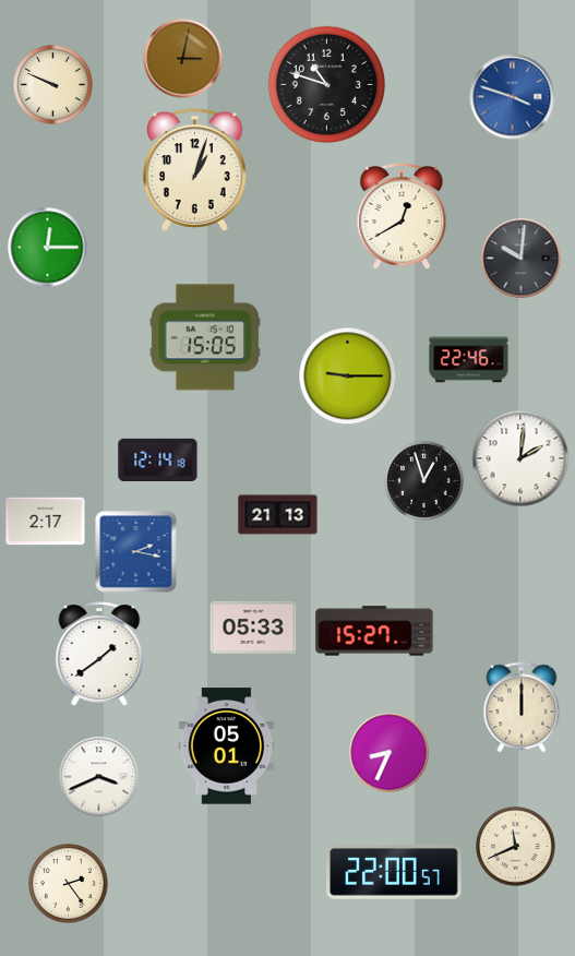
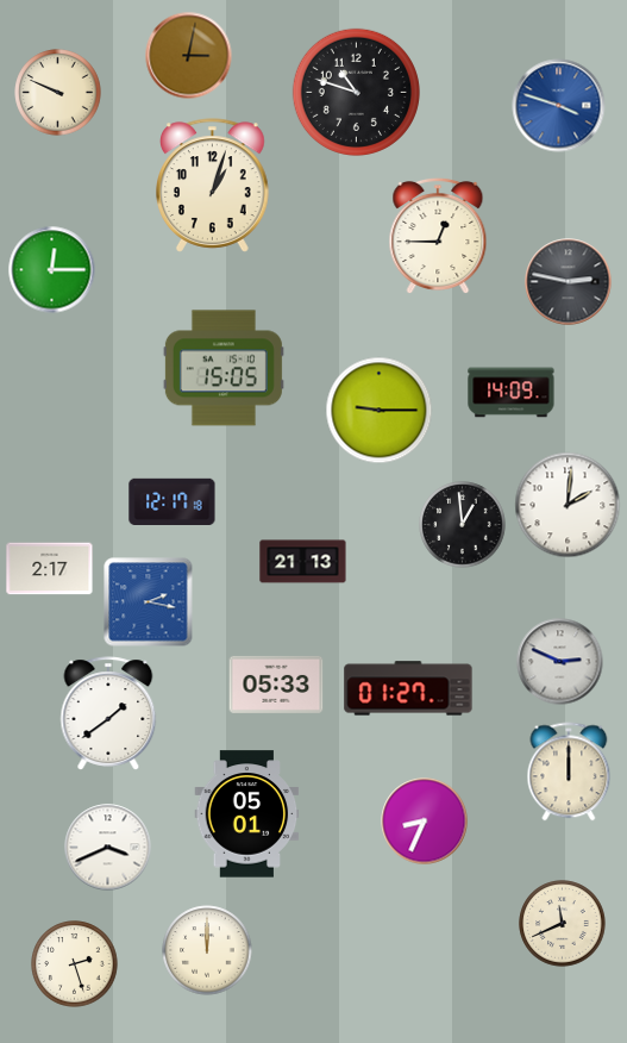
clock at (183, 59) position: (183, 59) -> (189, 56)
clock at (402, 215): 12:40 -> 12:45
clock at (522, 259): 10:01 -> 2:47
clock at (469, 360): 22:46 -> 14:09
clock at (520, 458) position: (520, 458) -> (568, 505)
clock at (158, 459): 12:14 -> 12:17
clock at (424, 481): 12:57 -> 12:59
clock at (560, 662): none -> 2:49
clock at (374, 631): 15:27 -> 01:27
clock at (207, 950): none -> 12:00
clock at (394, 872): 22:00 -> none
clock at (69, 884): 2:24 -> 2:27
